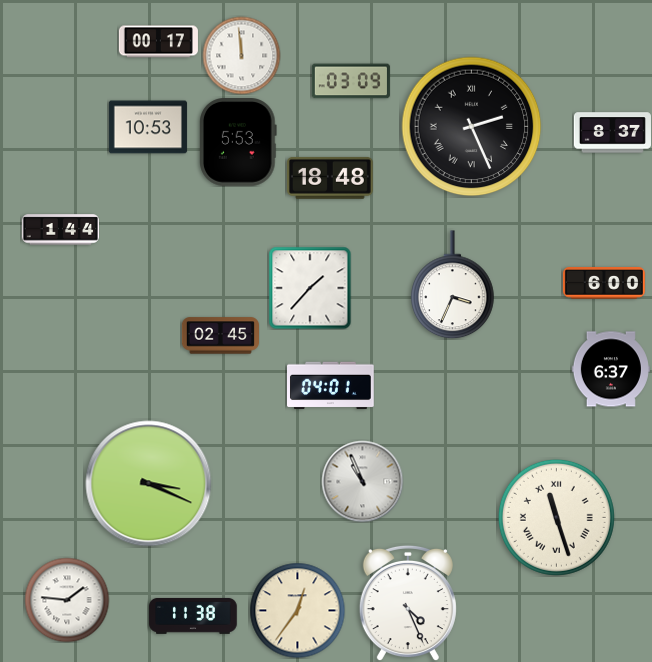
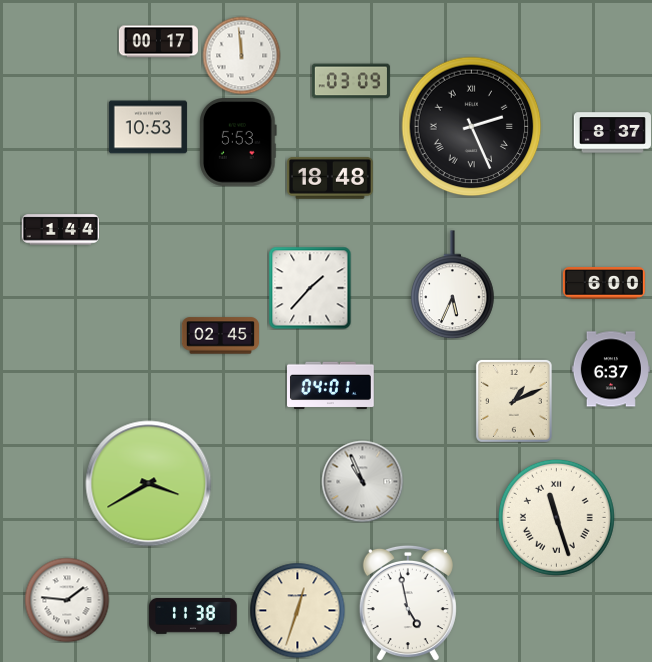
clock at (453, 285): 3:34 -> 5:34
clock at (514, 401): none -> 1:11
clock at (149, 484): 3:19 -> 3:40
clock at (408, 603): 4:26 -> 4:58
clock at (297, 610): 12:36 -> 12:33
